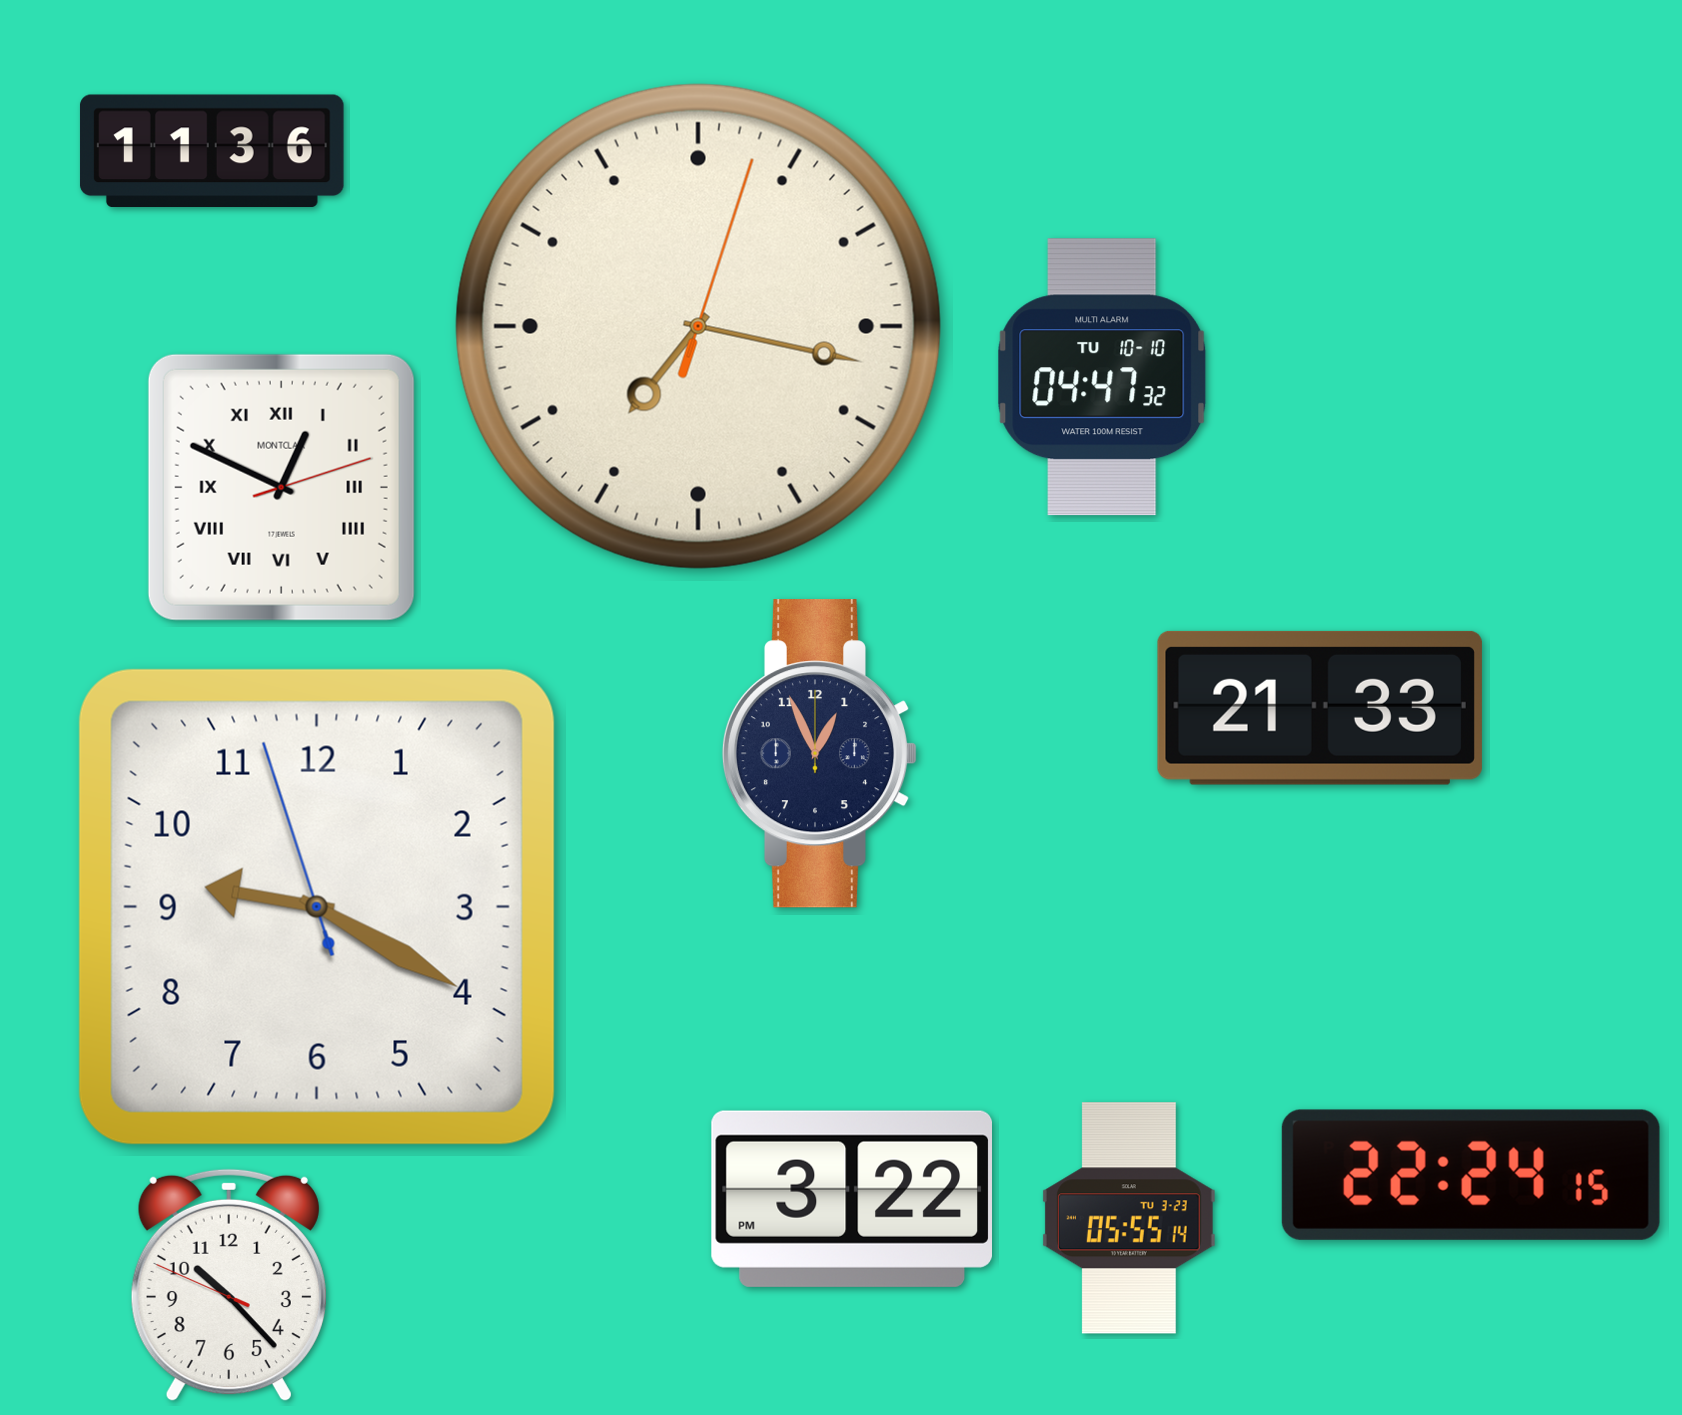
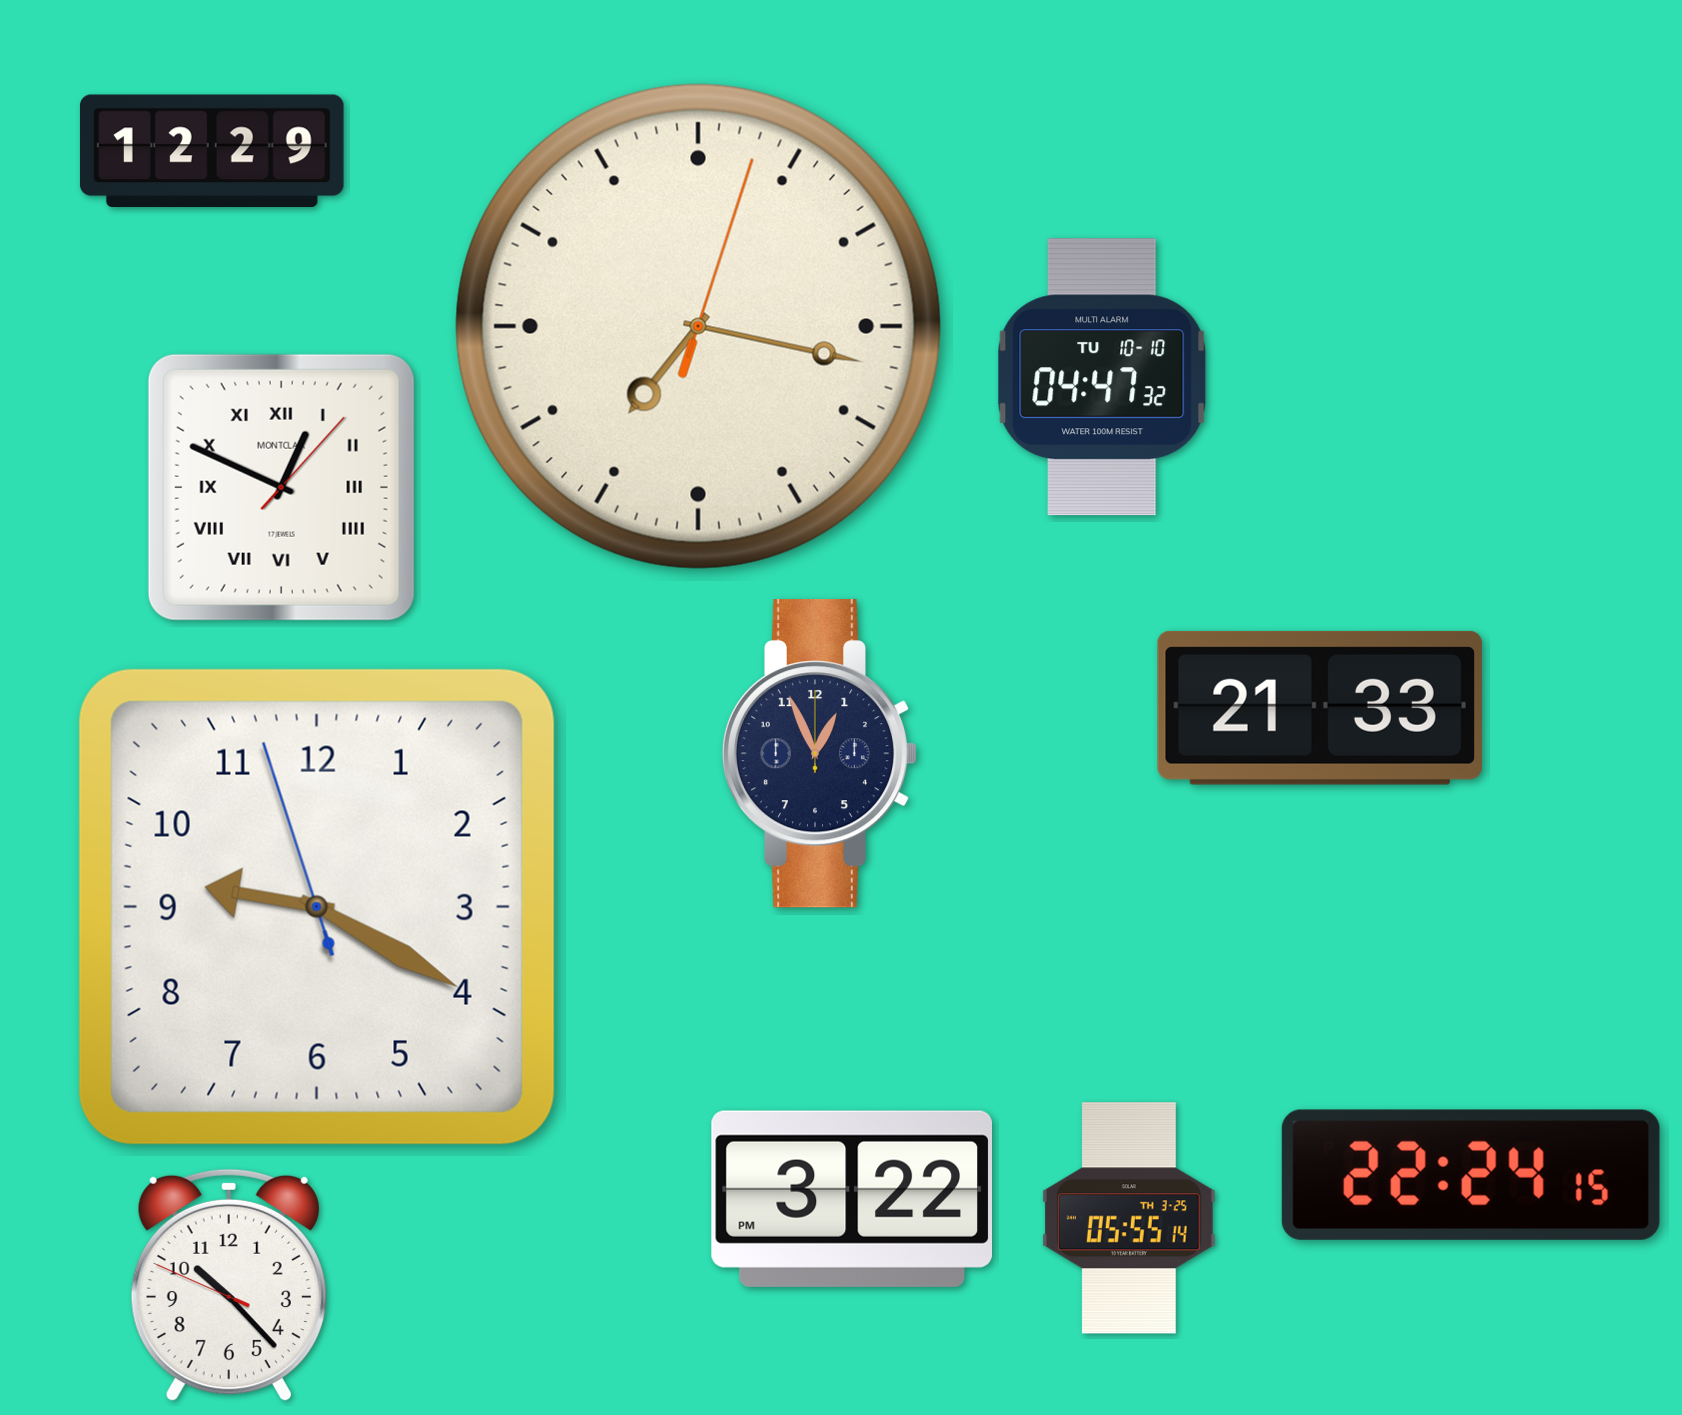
clock at (212, 150): 11:36 -> 12:29
clock at (281, 487): 12:49:12 -> 12:49:07
clock at (1129, 1218) date: TU 3-23 -> TH 3-25
